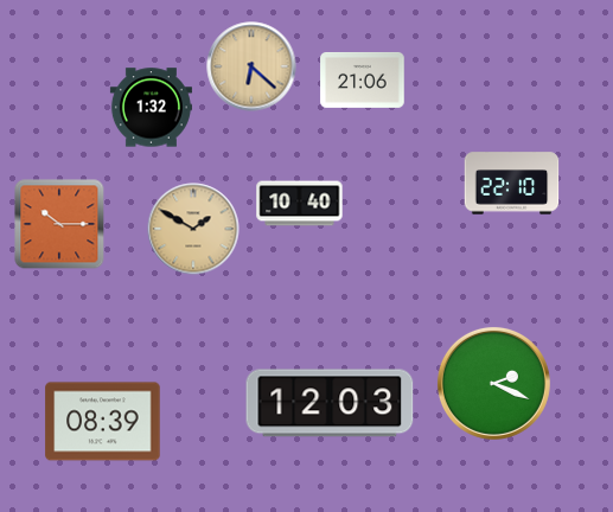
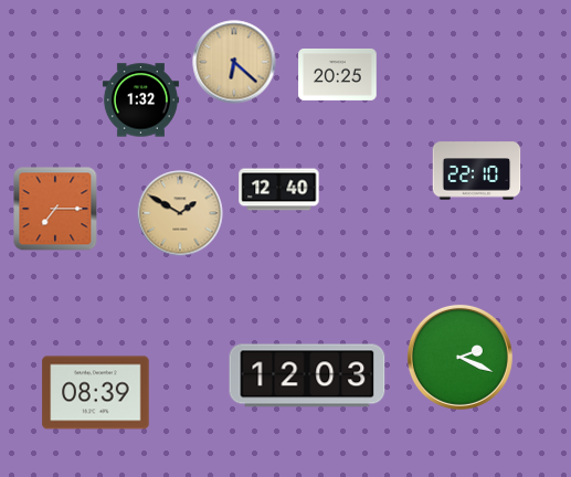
clock at (363, 79): 21:06 -> 20:25
clock at (300, 204): 10:40 -> 12:40
clock at (59, 224): 10:15 -> 7:15
